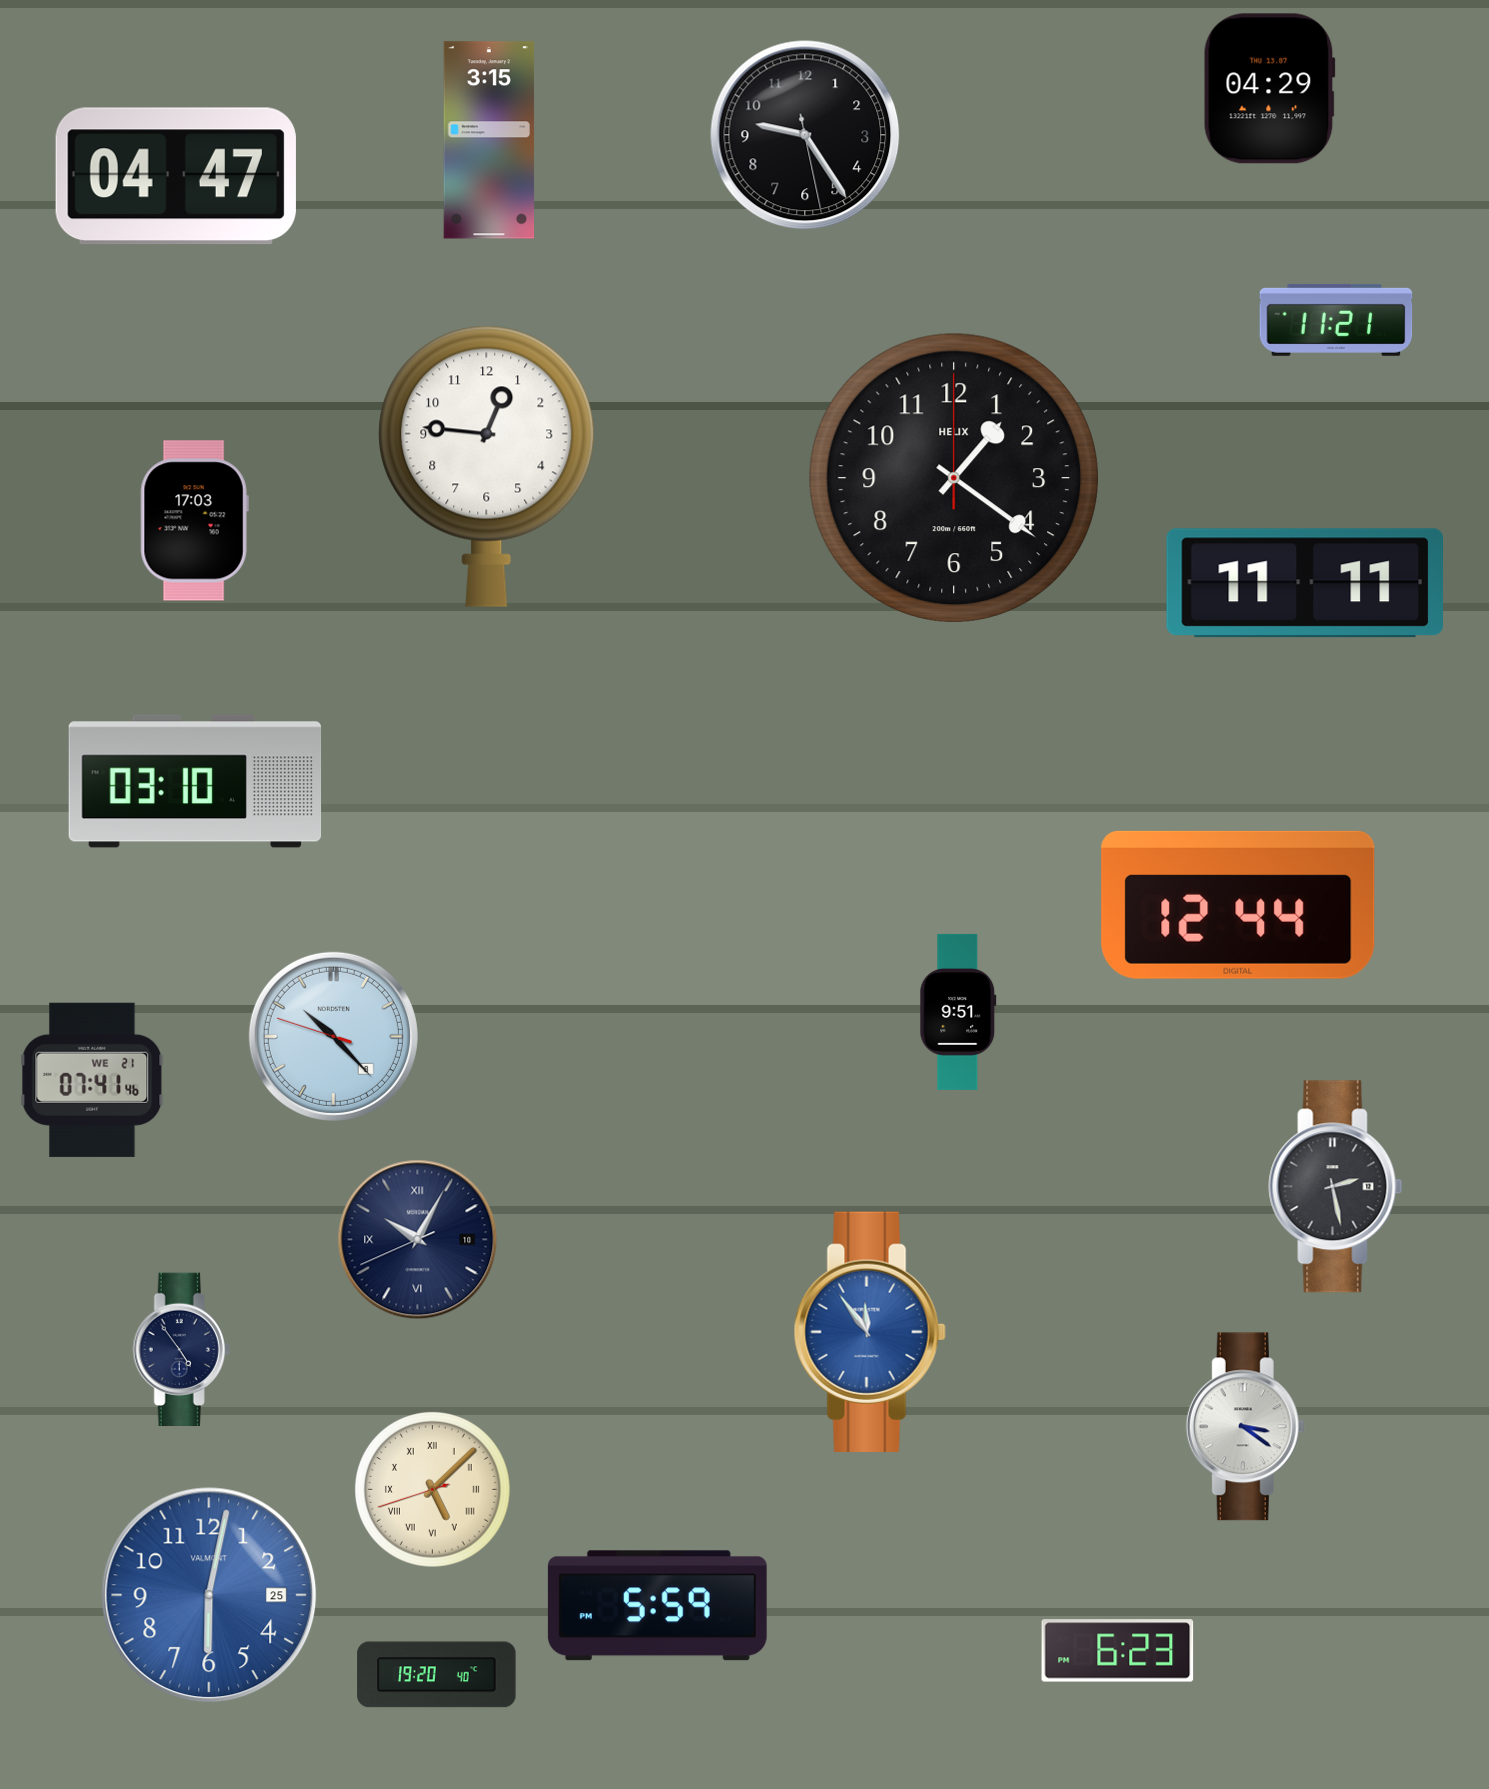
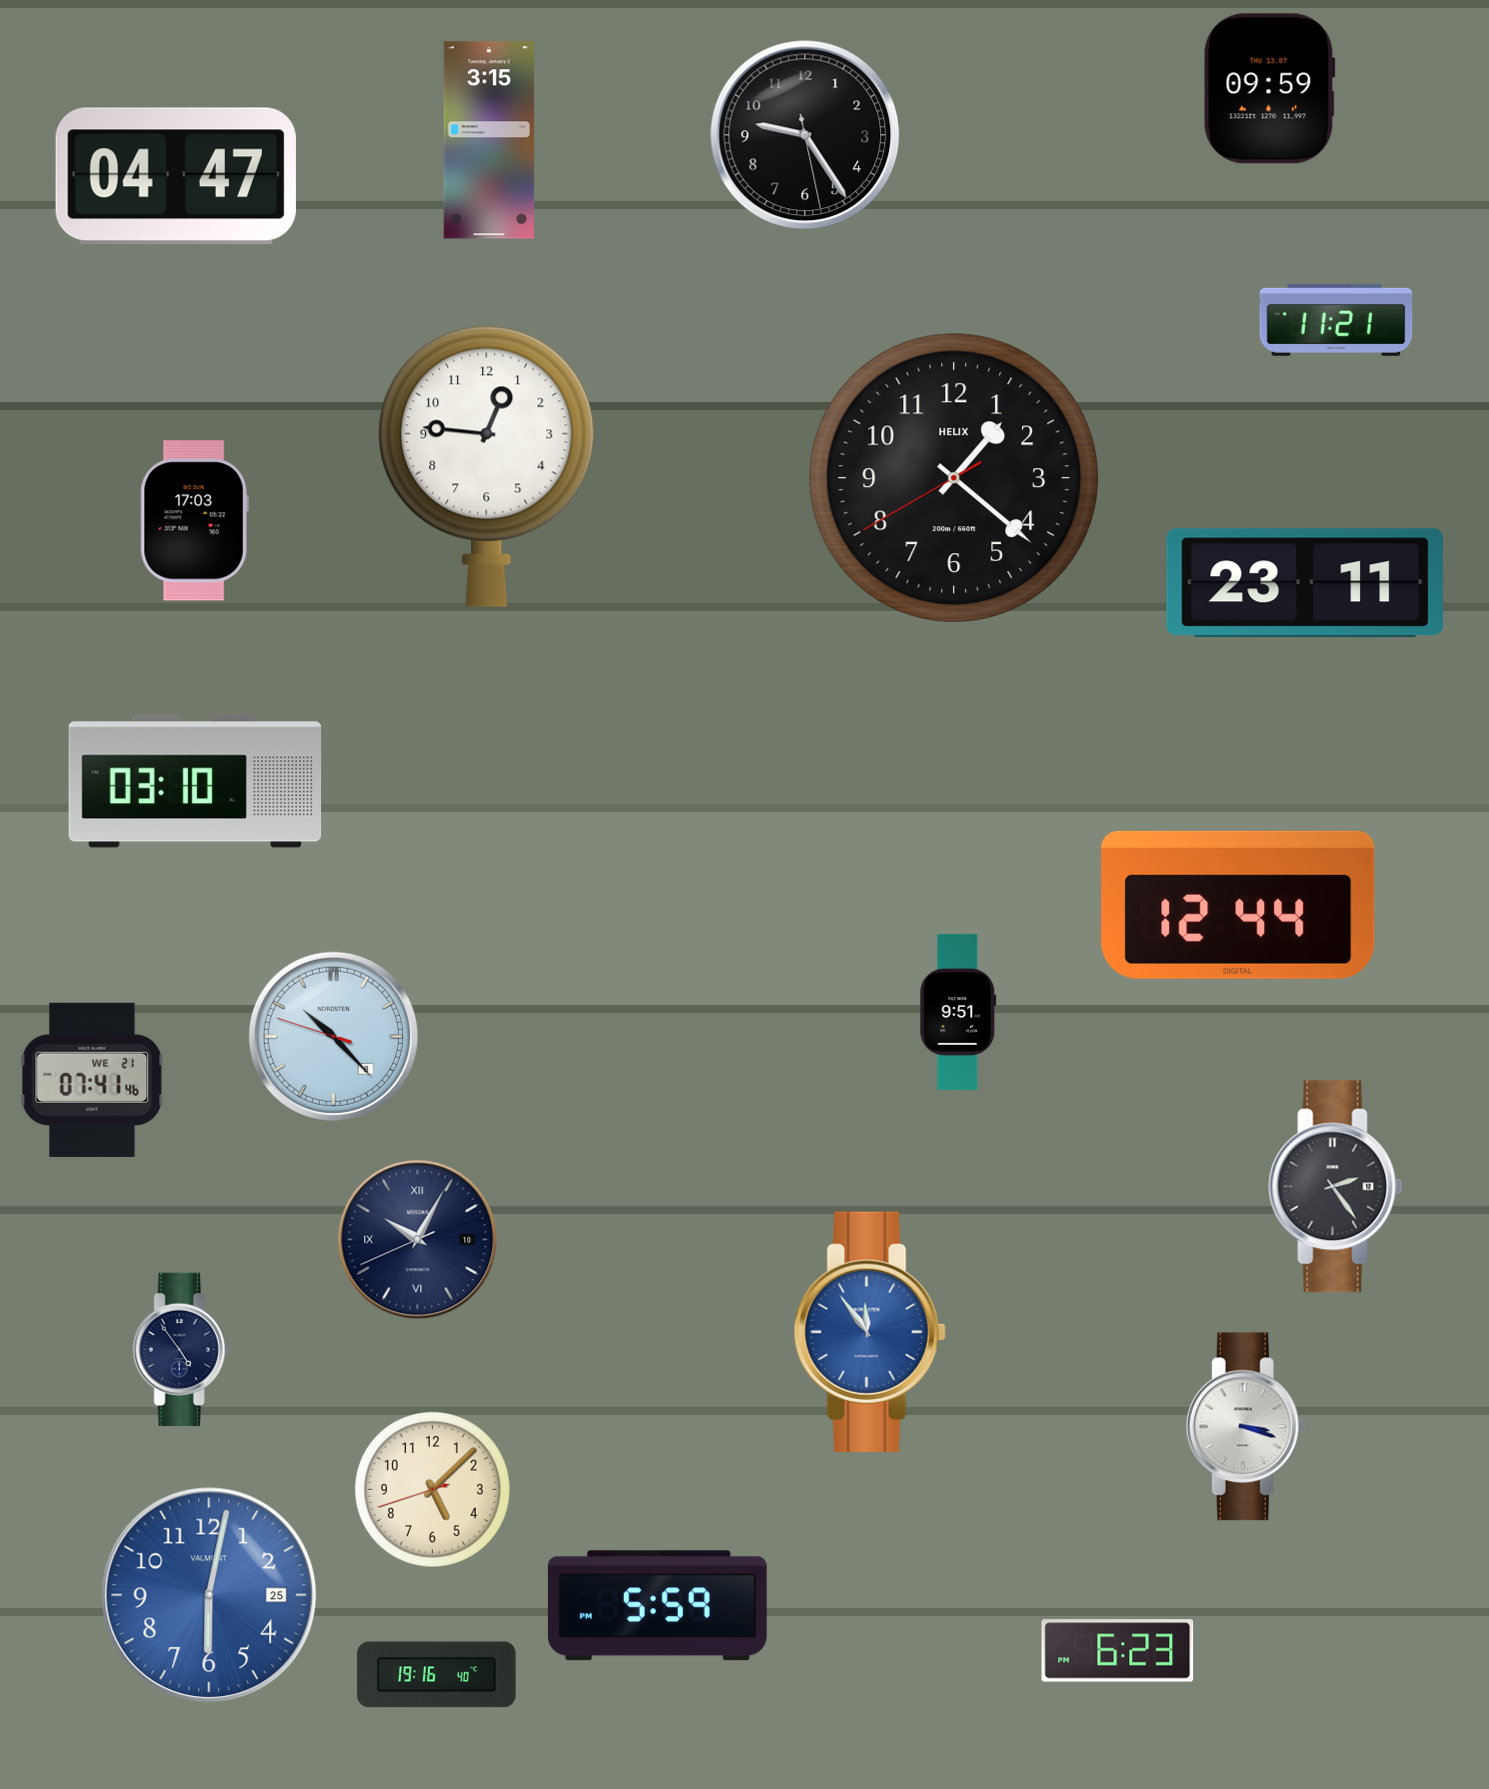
clock at (1269, 89): 04:29 -> 09:59
clock at (954, 478): 1:21:00 -> 1:21:40
clock at (1304, 583): 11:11 -> 23:11
clock at (1336, 1187): 2:28 -> 2:24
clock at (1245, 1427): 3:21 -> 3:18
clock at (432, 1489) numerals: Roman -> Arabic
clock at (437, 1675): 19:20 -> 19:16
